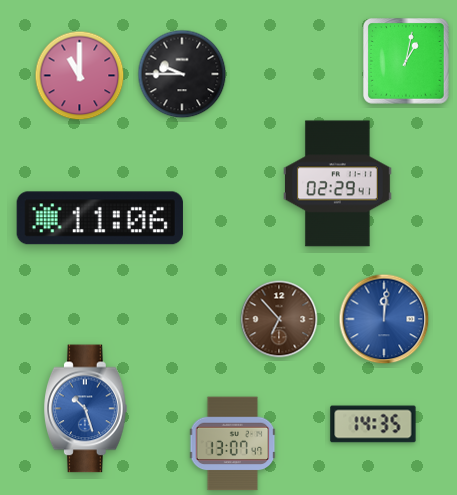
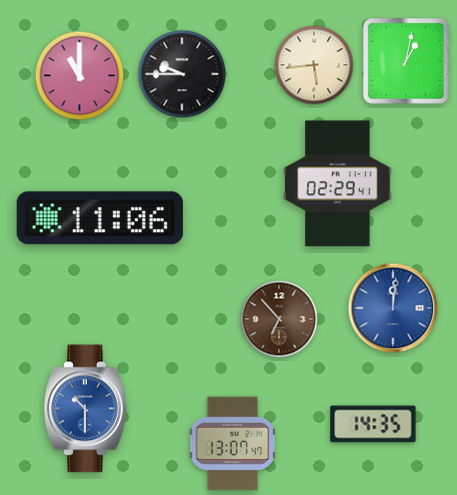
clock at (314, 65): none -> 5:44
clock at (384, 319) position: (384, 319) -> (393, 308)
clock at (86, 409): 10:27 -> 10:30
